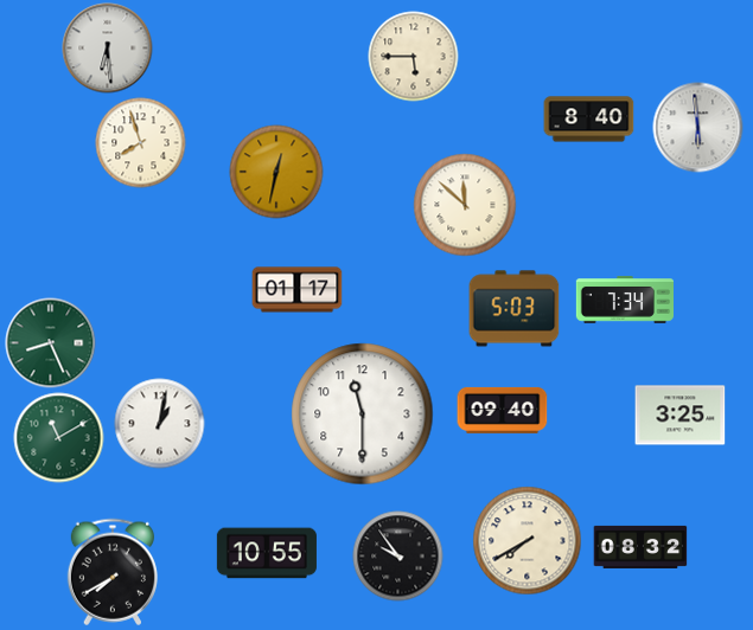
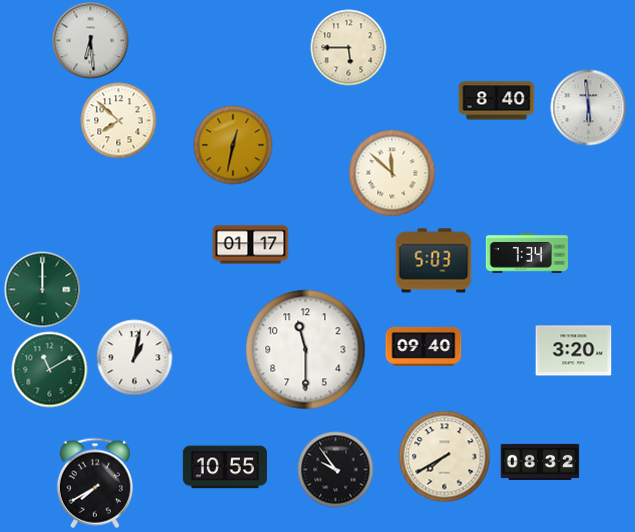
clock at (141, 143): 7:57 -> 7:52
clock at (51, 343): 8:26 -> 12:00
clock at (681, 416): 3:25 -> 3:20
